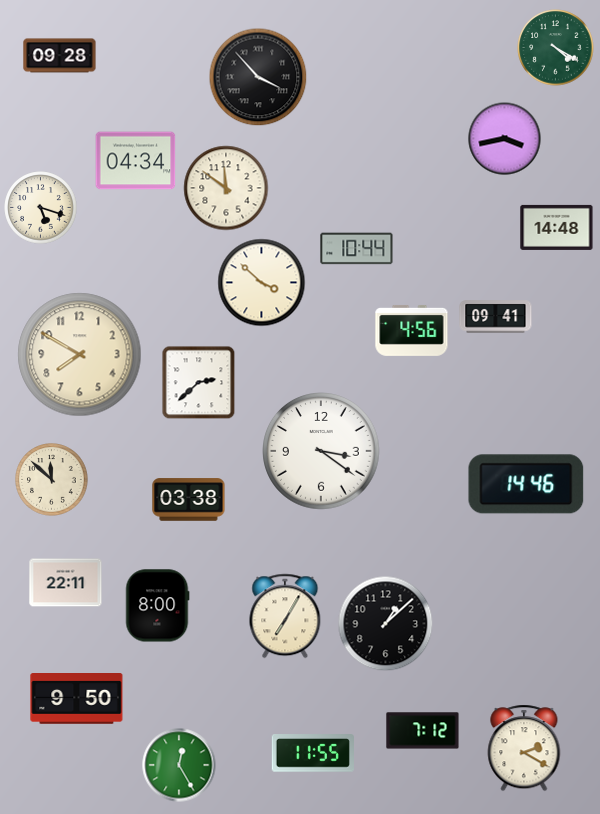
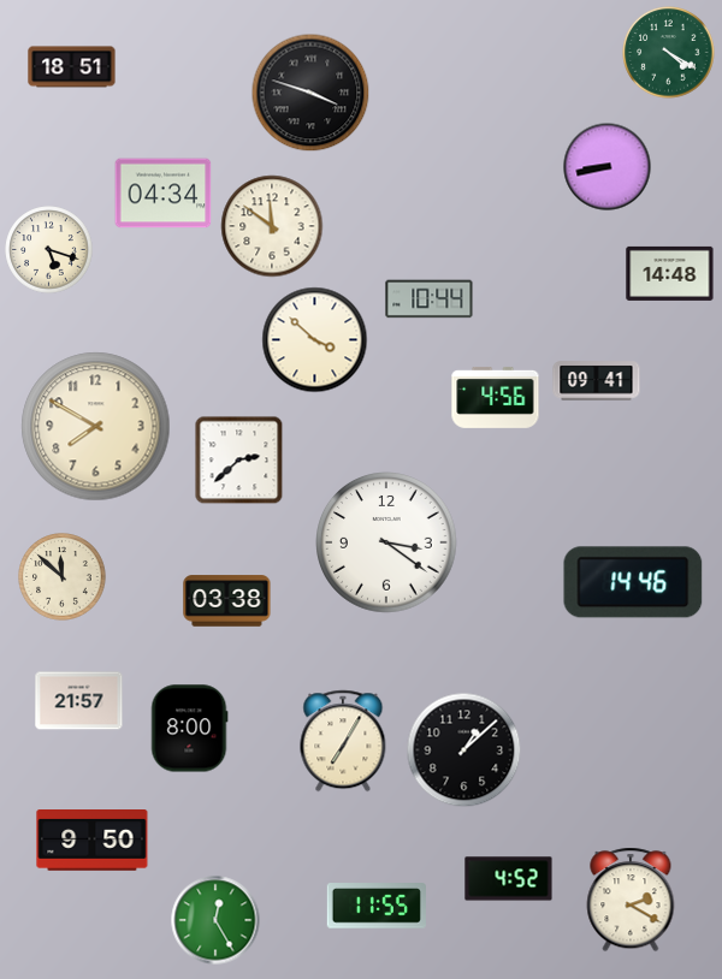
clock at (556, 48) position: (556, 48) -> (669, 53)
clock at (60, 56): 09:28 -> 18:51
clock at (258, 77): 3:53 -> 3:48
clock at (505, 139): 3:43 -> 8:43
clock at (66, 583): 22:11 -> 21:57
clock at (423, 731): 7:12 -> 4:52
